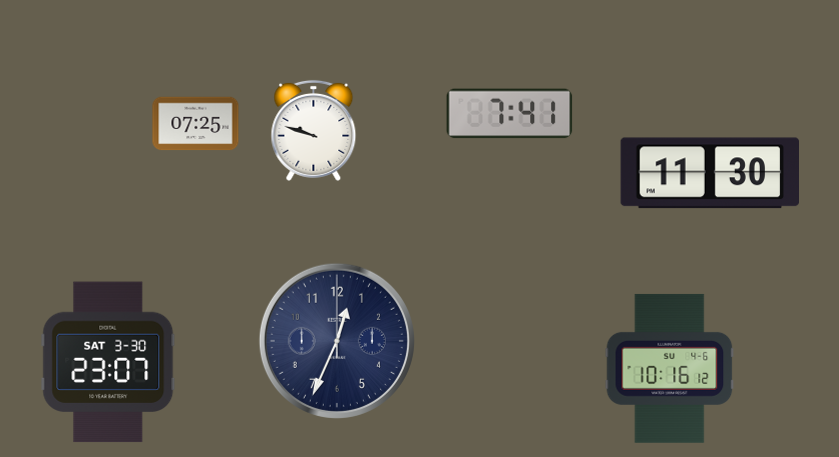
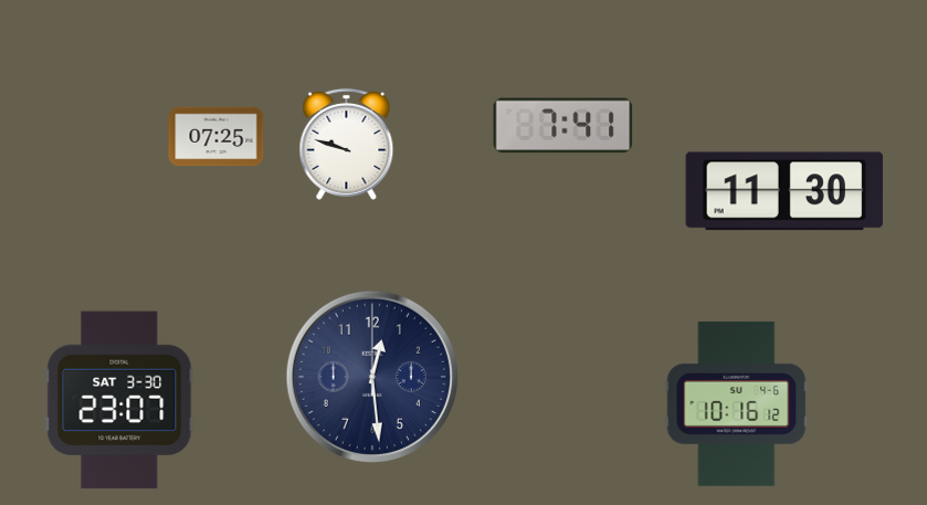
clock at (337, 341): 12:34 -> 12:29
clock at (670, 368) position: (670, 368) -> (737, 403)
